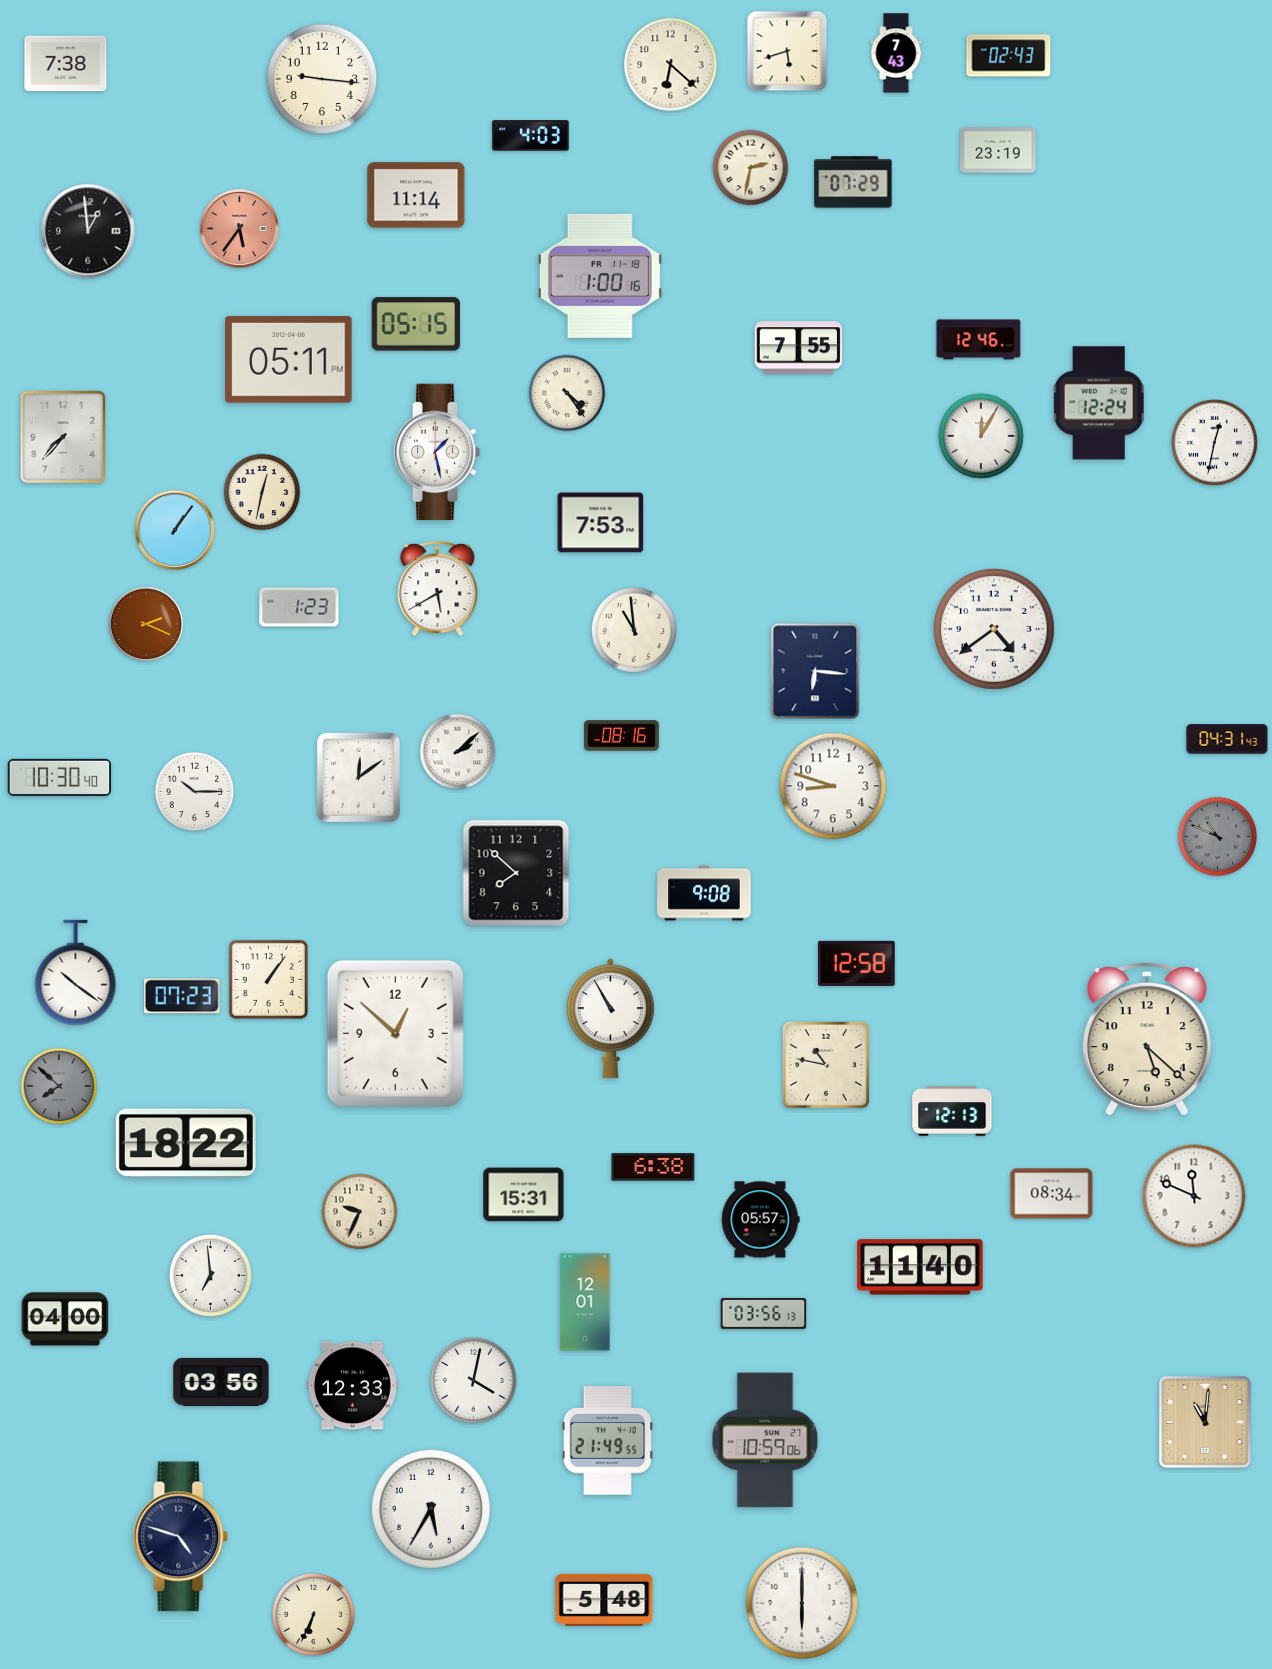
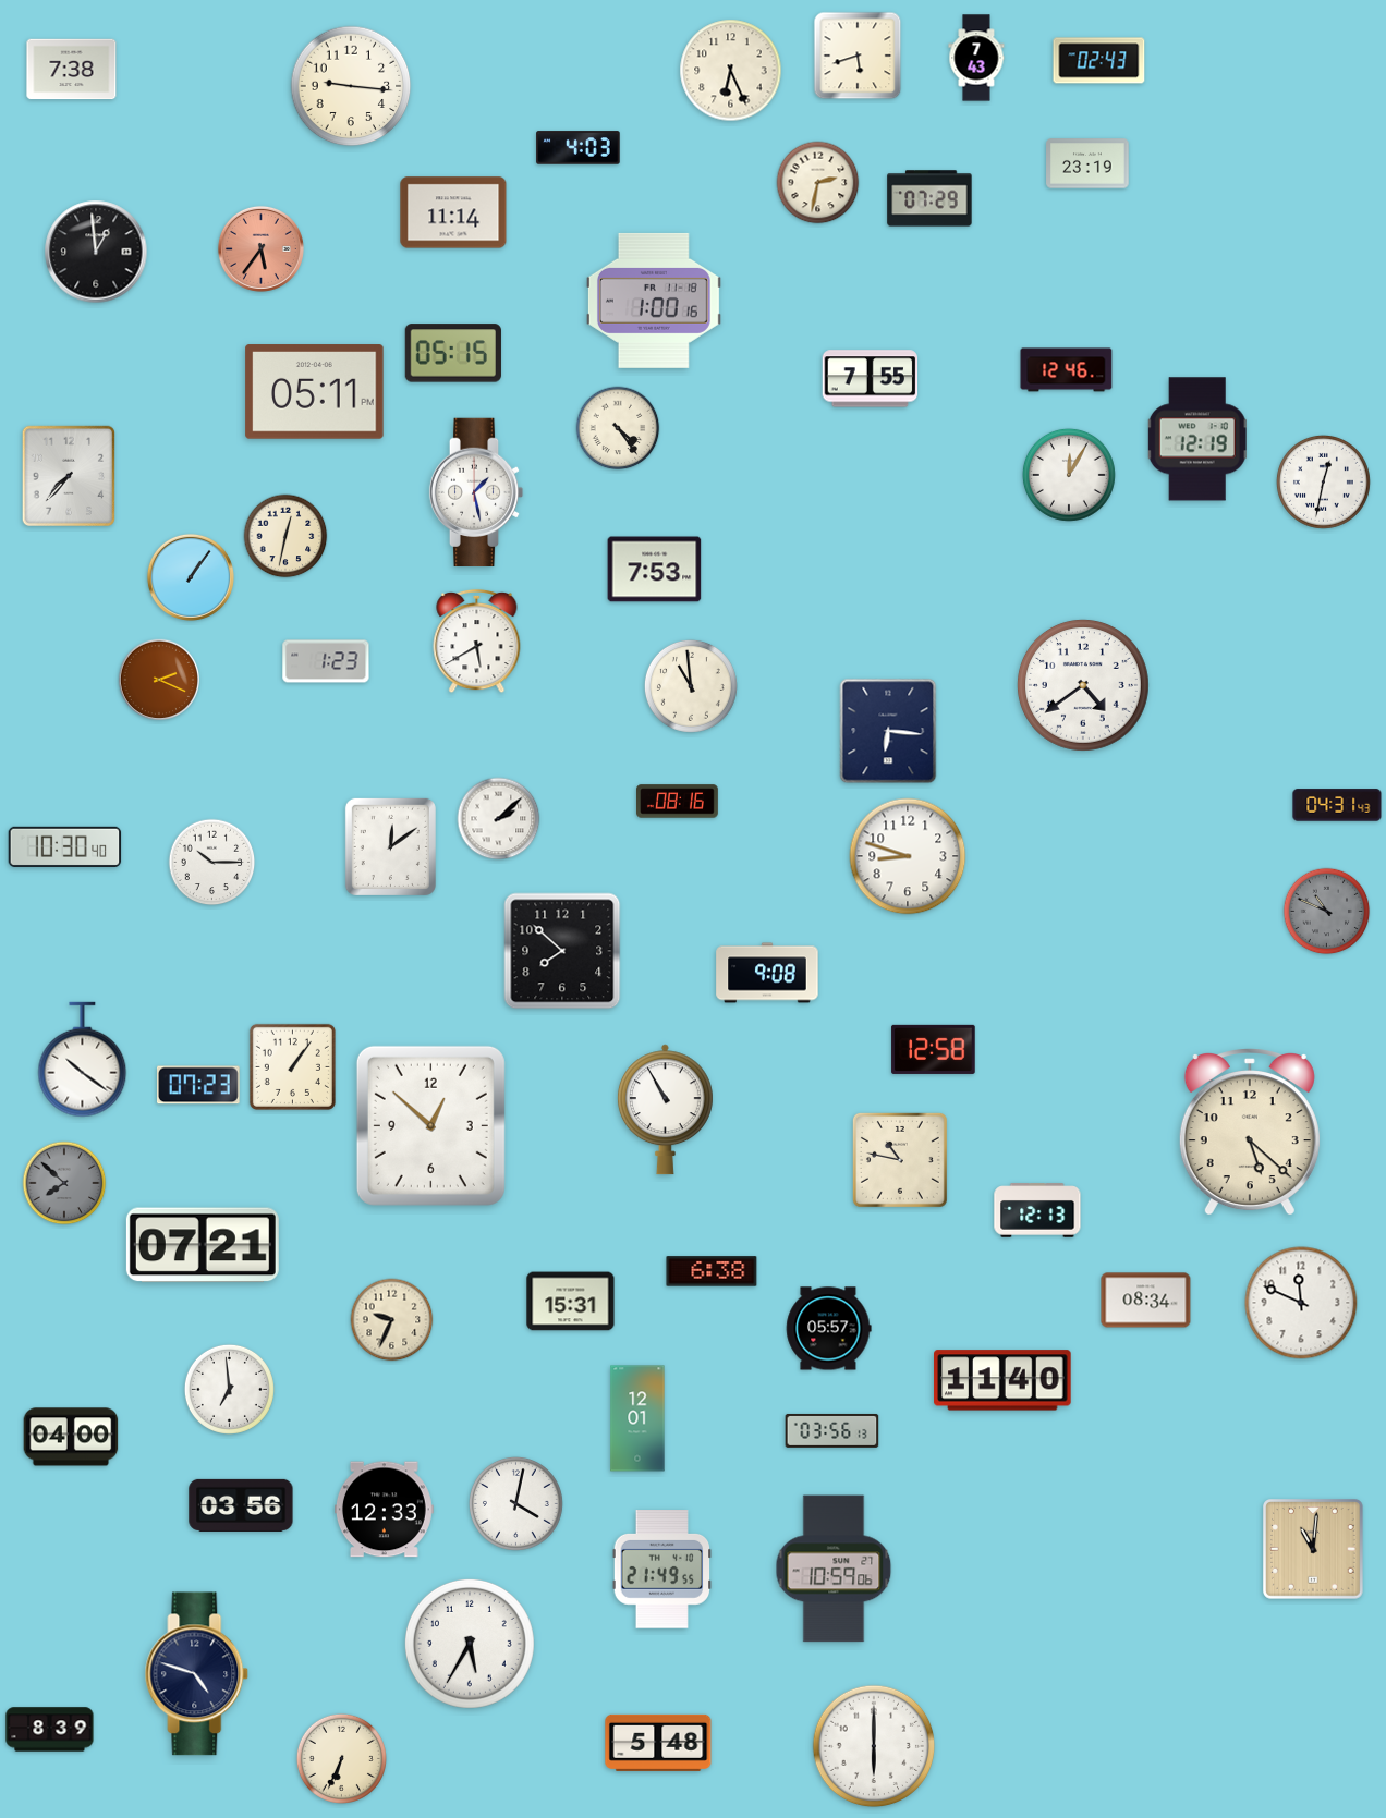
clock at (671, 65): 6:22 -> 6:26
clock at (1099, 403): 12:24 -> 12:19
clock at (186, 1143): 18:22 -> 07:21
clock at (50, 1730): none -> 8:39
